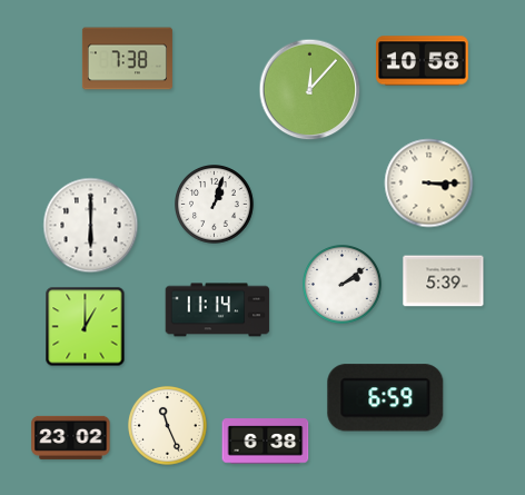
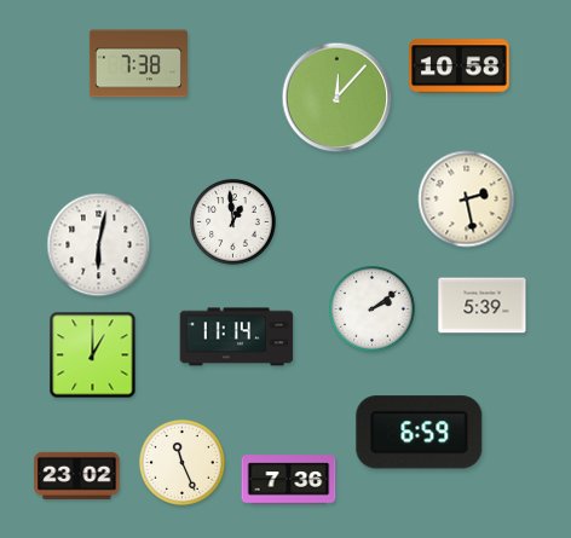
clock at (429, 184): 3:15 -> 2:28
clock at (215, 205): 1:03 -> 12:59
clock at (91, 226): 6:00 -> 6:02
clock at (266, 442): 6:38 -> 7:36
